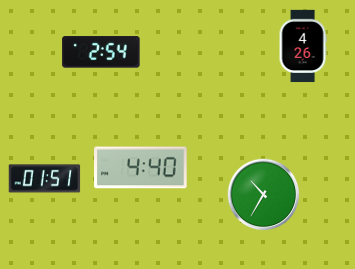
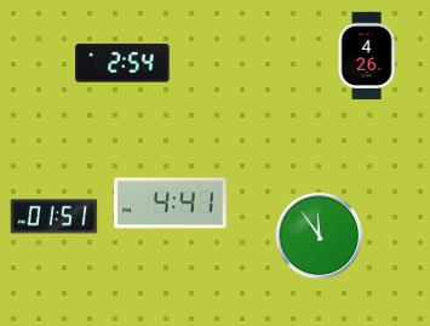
clock at (141, 168): 4:40 -> 4:41
clock at (264, 195): 10:35 -> 11:54
